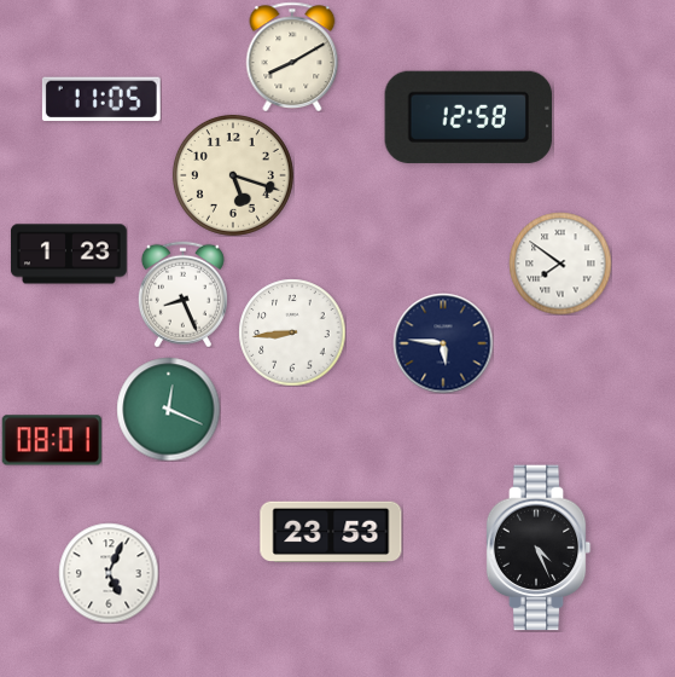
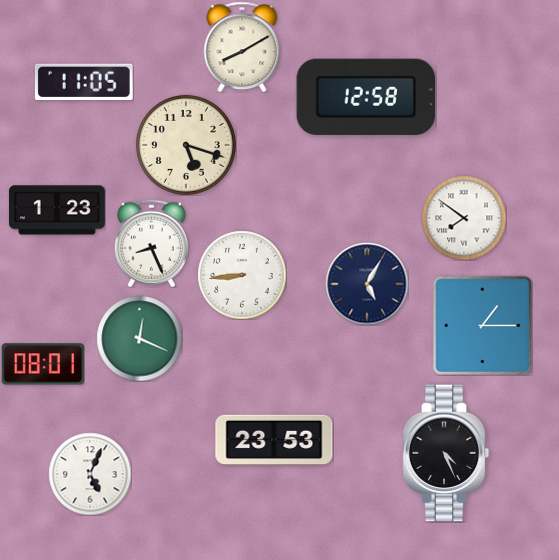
clock at (469, 117) position: (469, 117) -> (366, 97)
clock at (233, 175) position: (233, 175) -> (186, 145)
clock at (443, 343): 5:46 -> 5:05
clock at (482, 325): none -> 1:15
